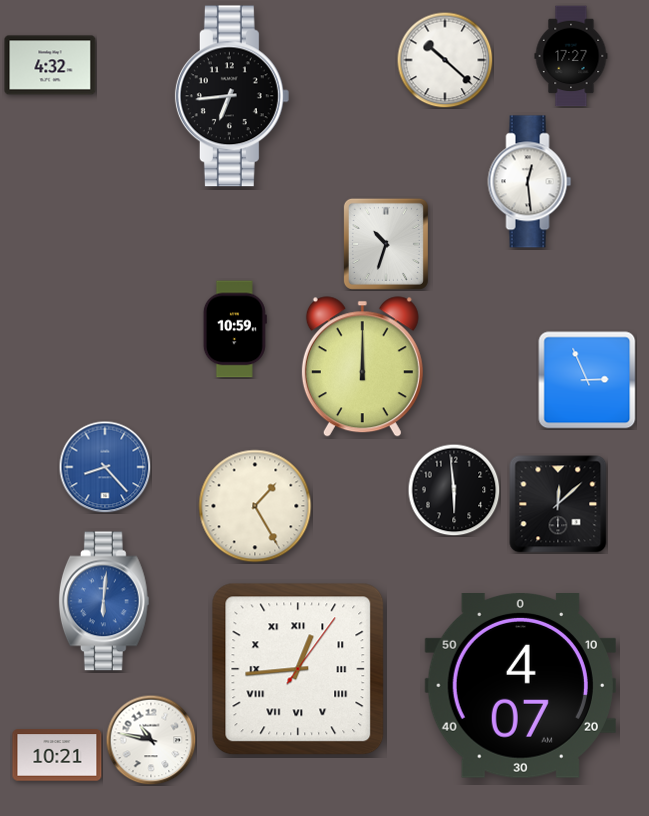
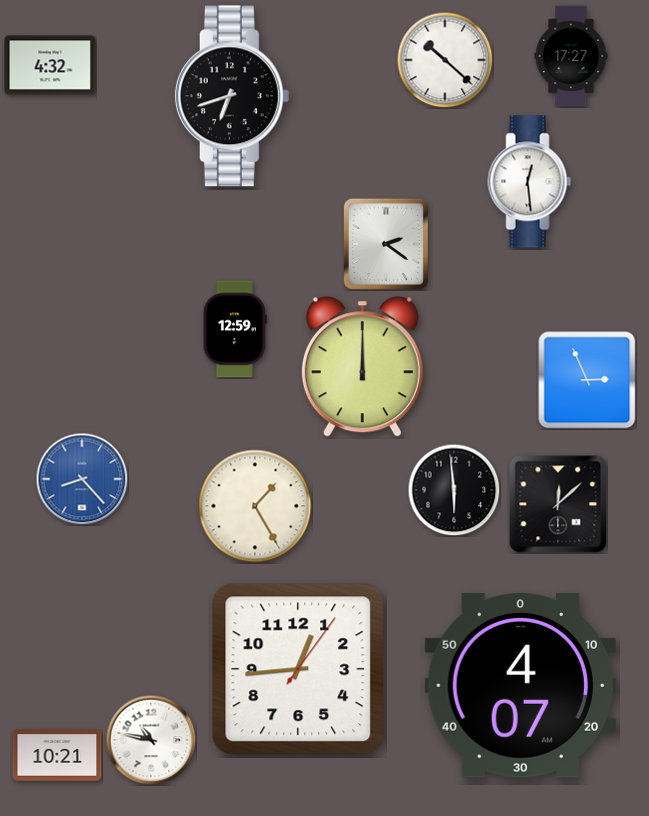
clock at (232, 96): 6:44 -> 6:42
clock at (386, 244): 10:33 -> 2:21
clock at (235, 329): 10:59 -> 12:59
clock at (105, 467) position: (105, 467) -> (82, 479)
clock at (104, 601): 6:01 -> none
clock at (298, 669) numerals: Roman -> Arabic
